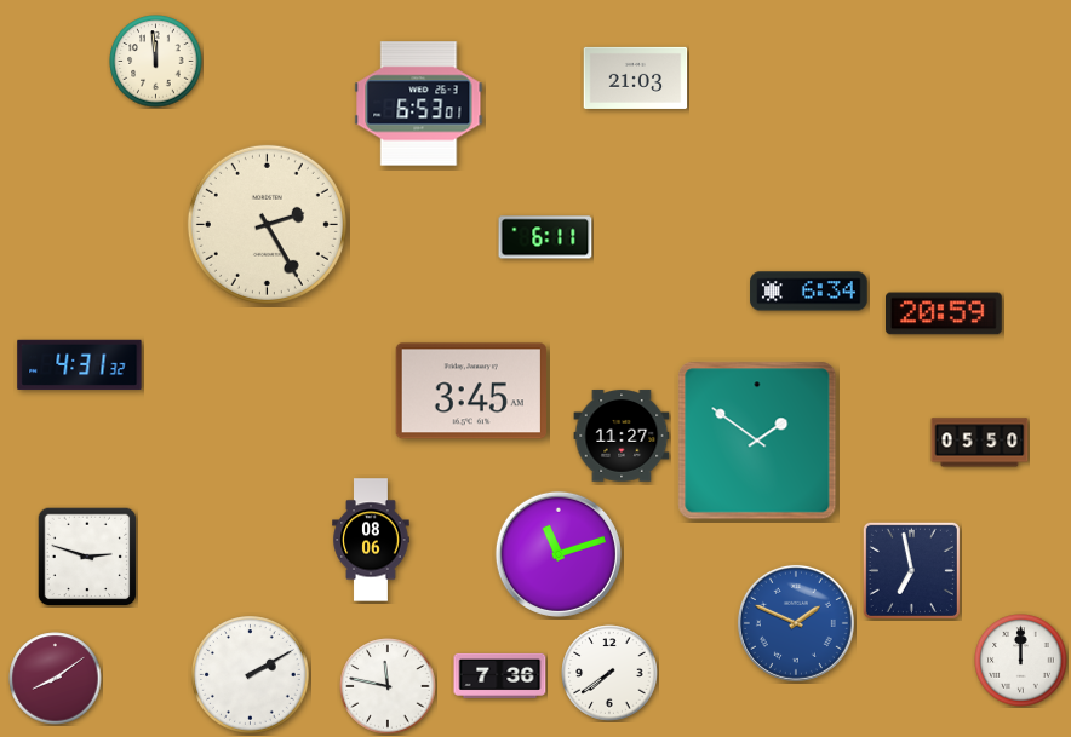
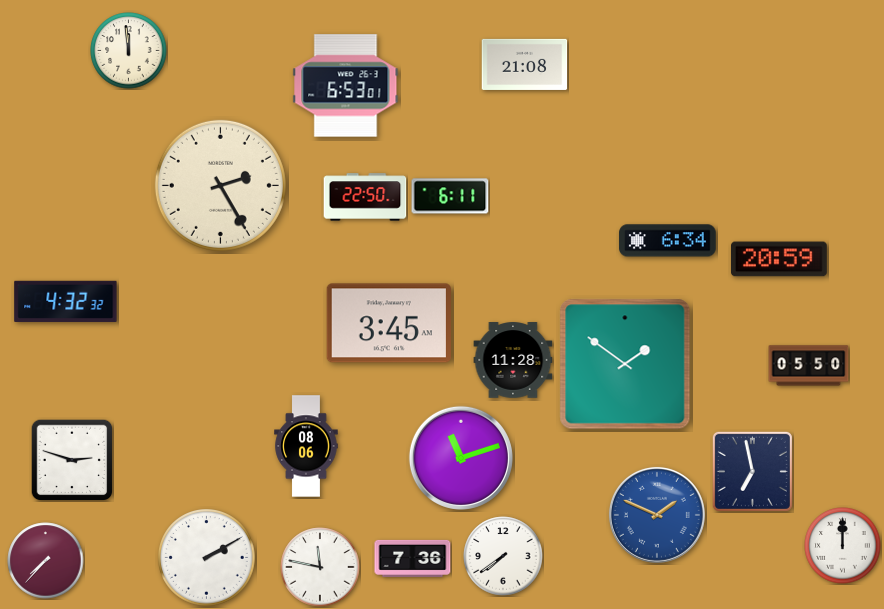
clock at (636, 77): 21:03 -> 21:08
clock at (365, 197): none -> 22:50
clock at (80, 364): 4:31 -> 4:32
clock at (622, 436): 11:27 -> 11:28
clock at (56, 679): 8:09 -> 7:37
